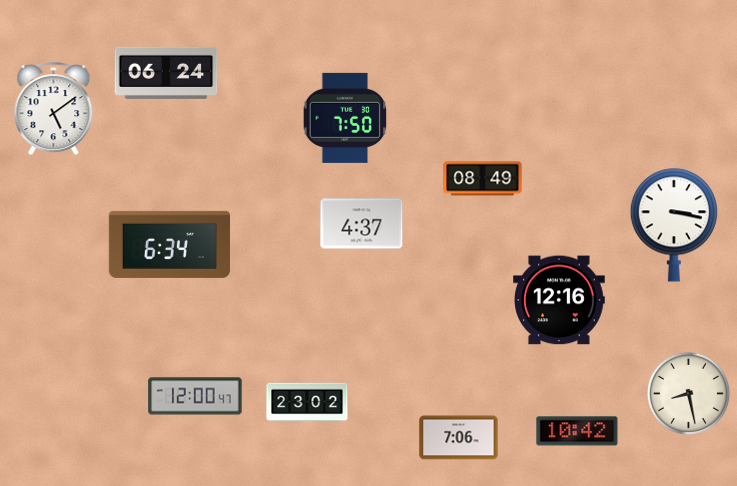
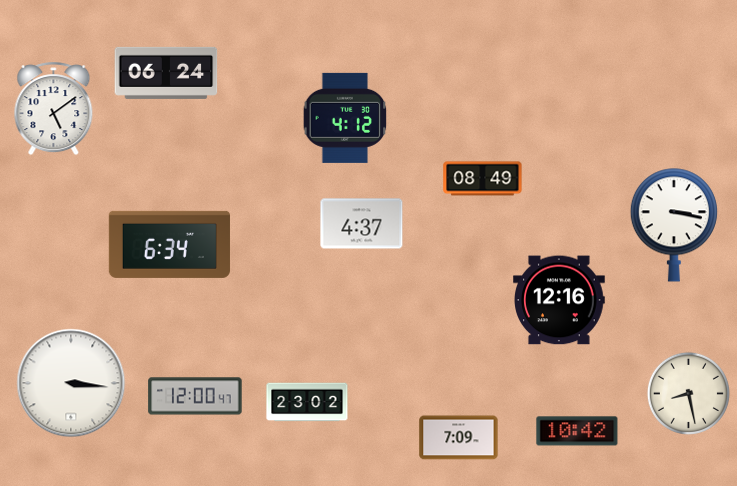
clock at (345, 118): 7:50 -> 4:12
clock at (71, 383): none -> 3:16
clock at (459, 438): 7:06 -> 7:09
